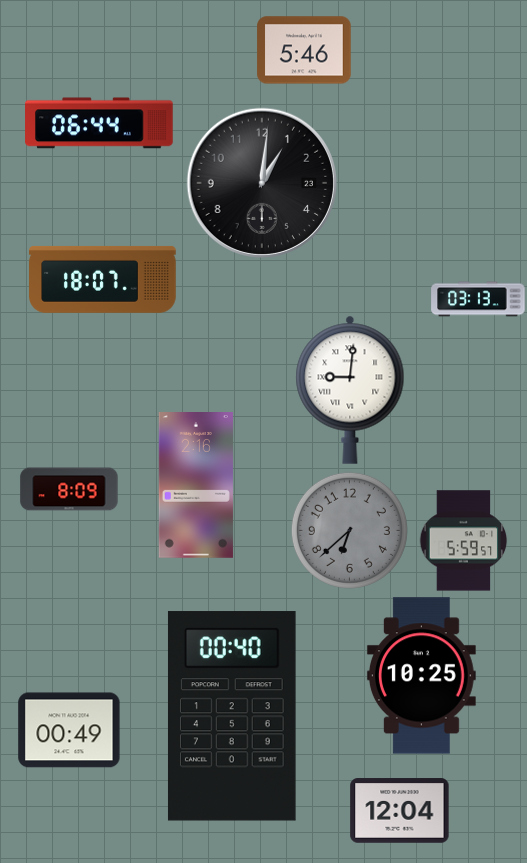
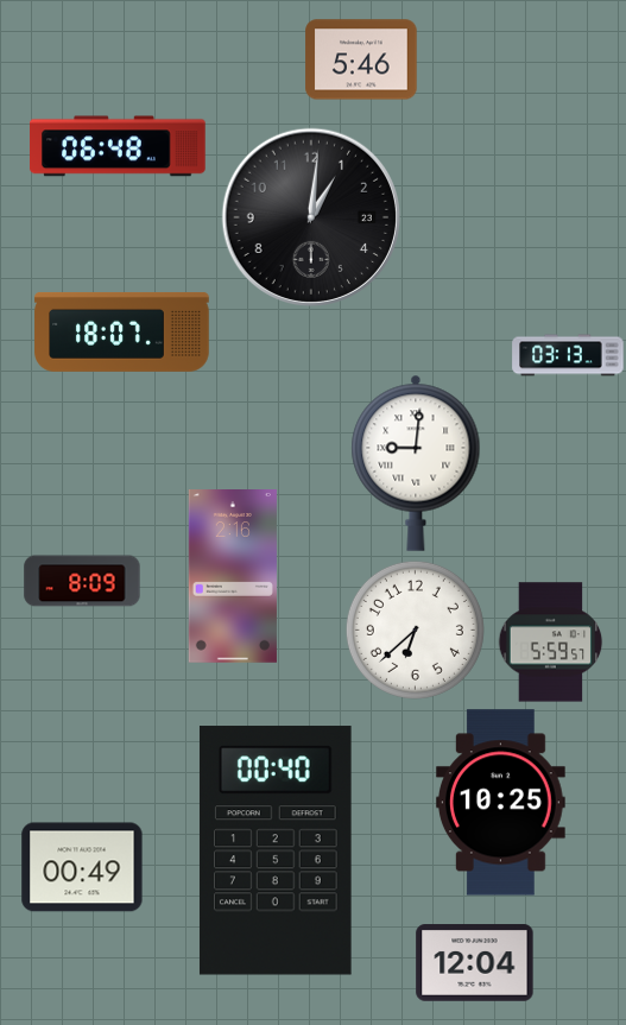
clock at (99, 123): 06:44 -> 06:48
clock at (349, 530) dial: grey -> white
